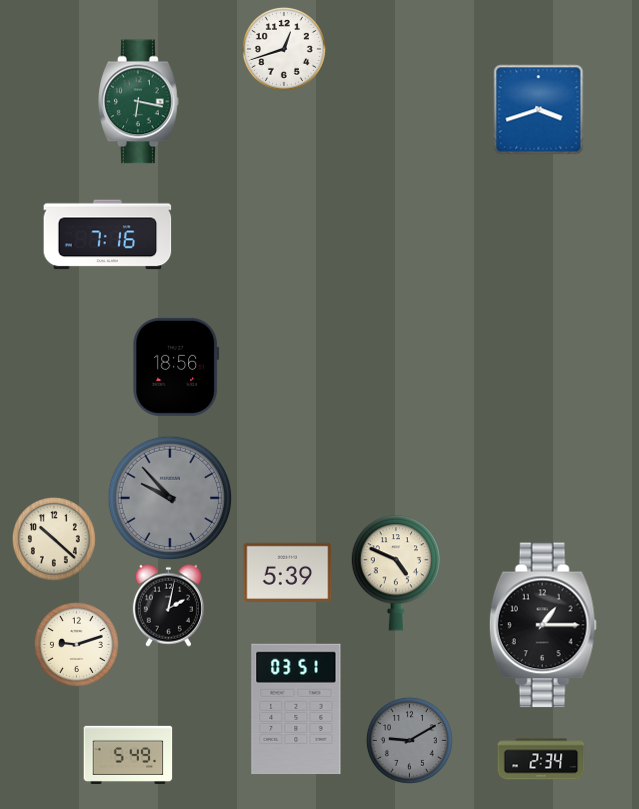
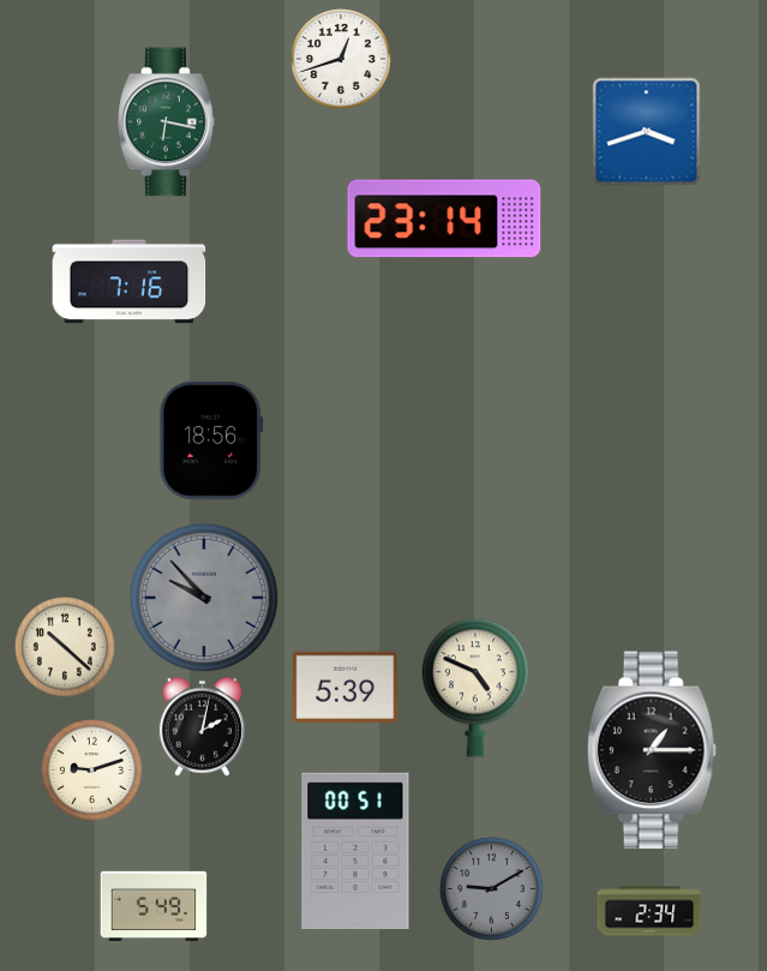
clock at (444, 218): none -> 23:14
clock at (76, 644) position: (76, 644) -> (91, 769)
clock at (296, 709): 03:51 -> 00:51
